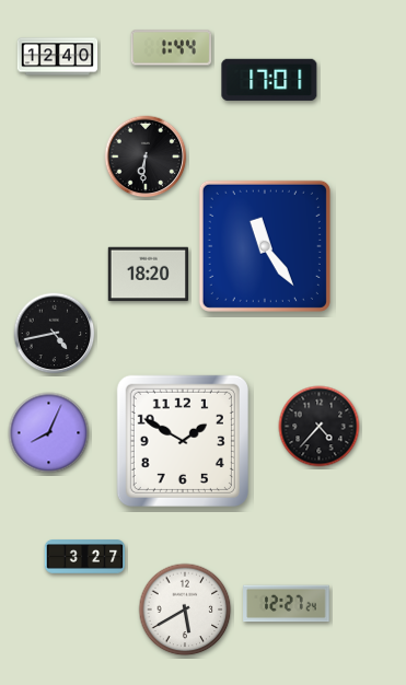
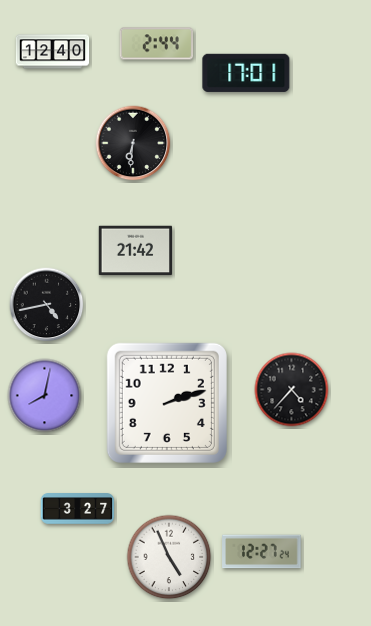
clock at (172, 48): 1:44 -> 2:44
clock at (265, 246): 11:24 -> none
clock at (149, 275): 18:20 -> 21:42
clock at (55, 334) position: (55, 334) -> (47, 305)
clock at (49, 433): 8:04 -> 8:02
clock at (183, 441): 1:50 -> 2:12
clock at (185, 609): 5:40 -> 4:56
